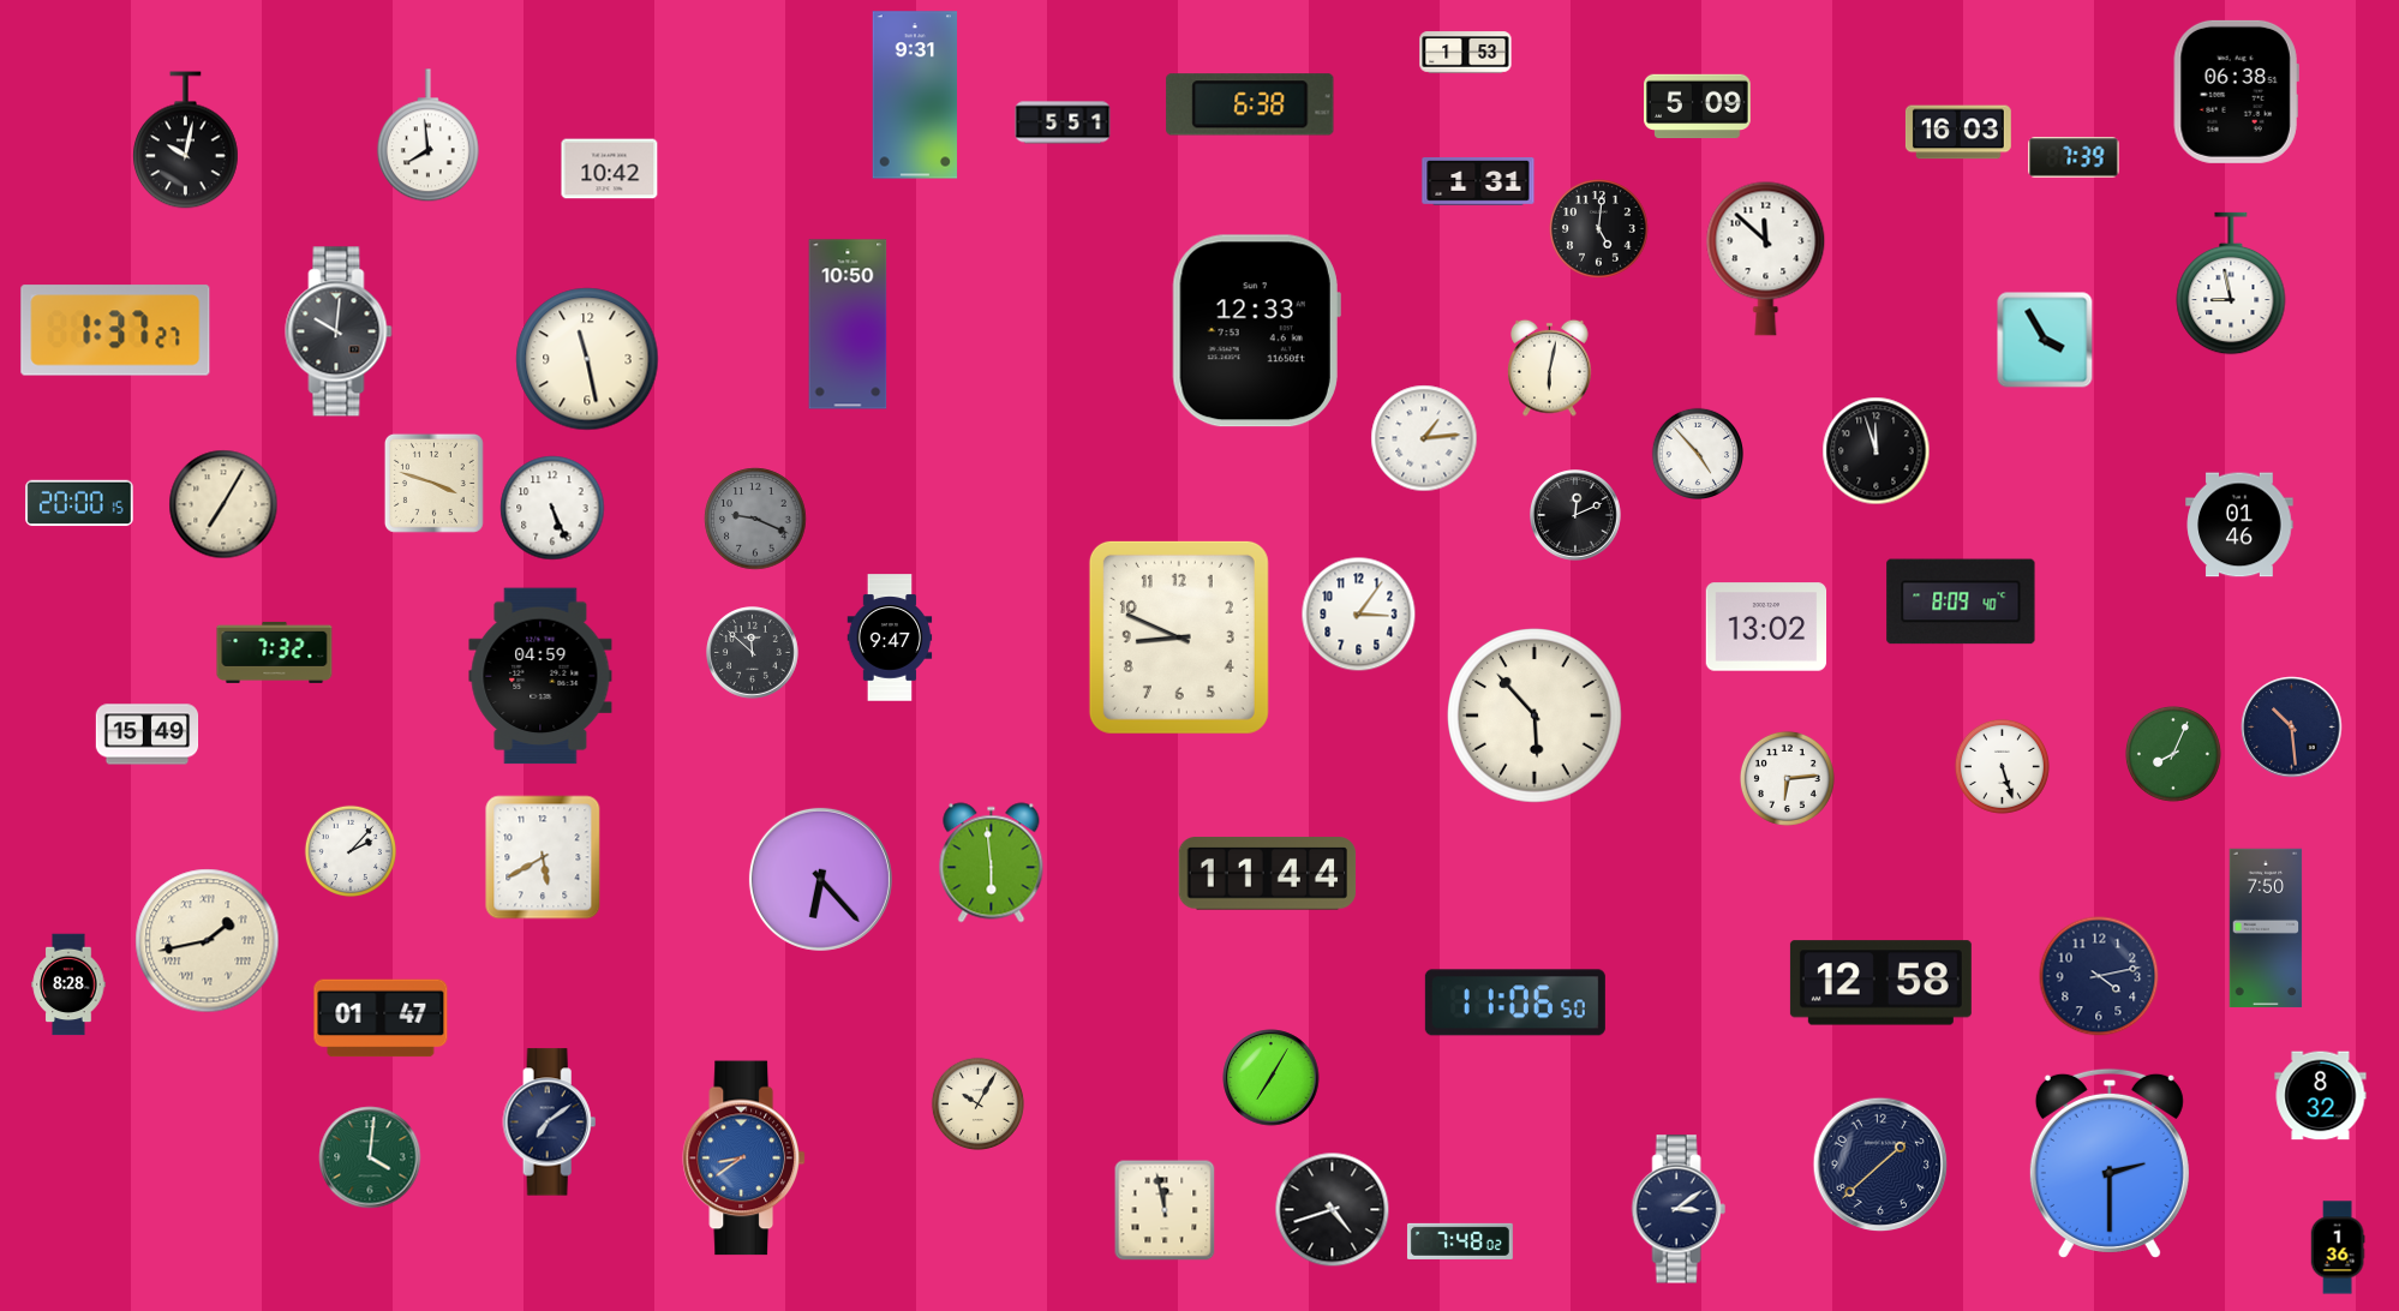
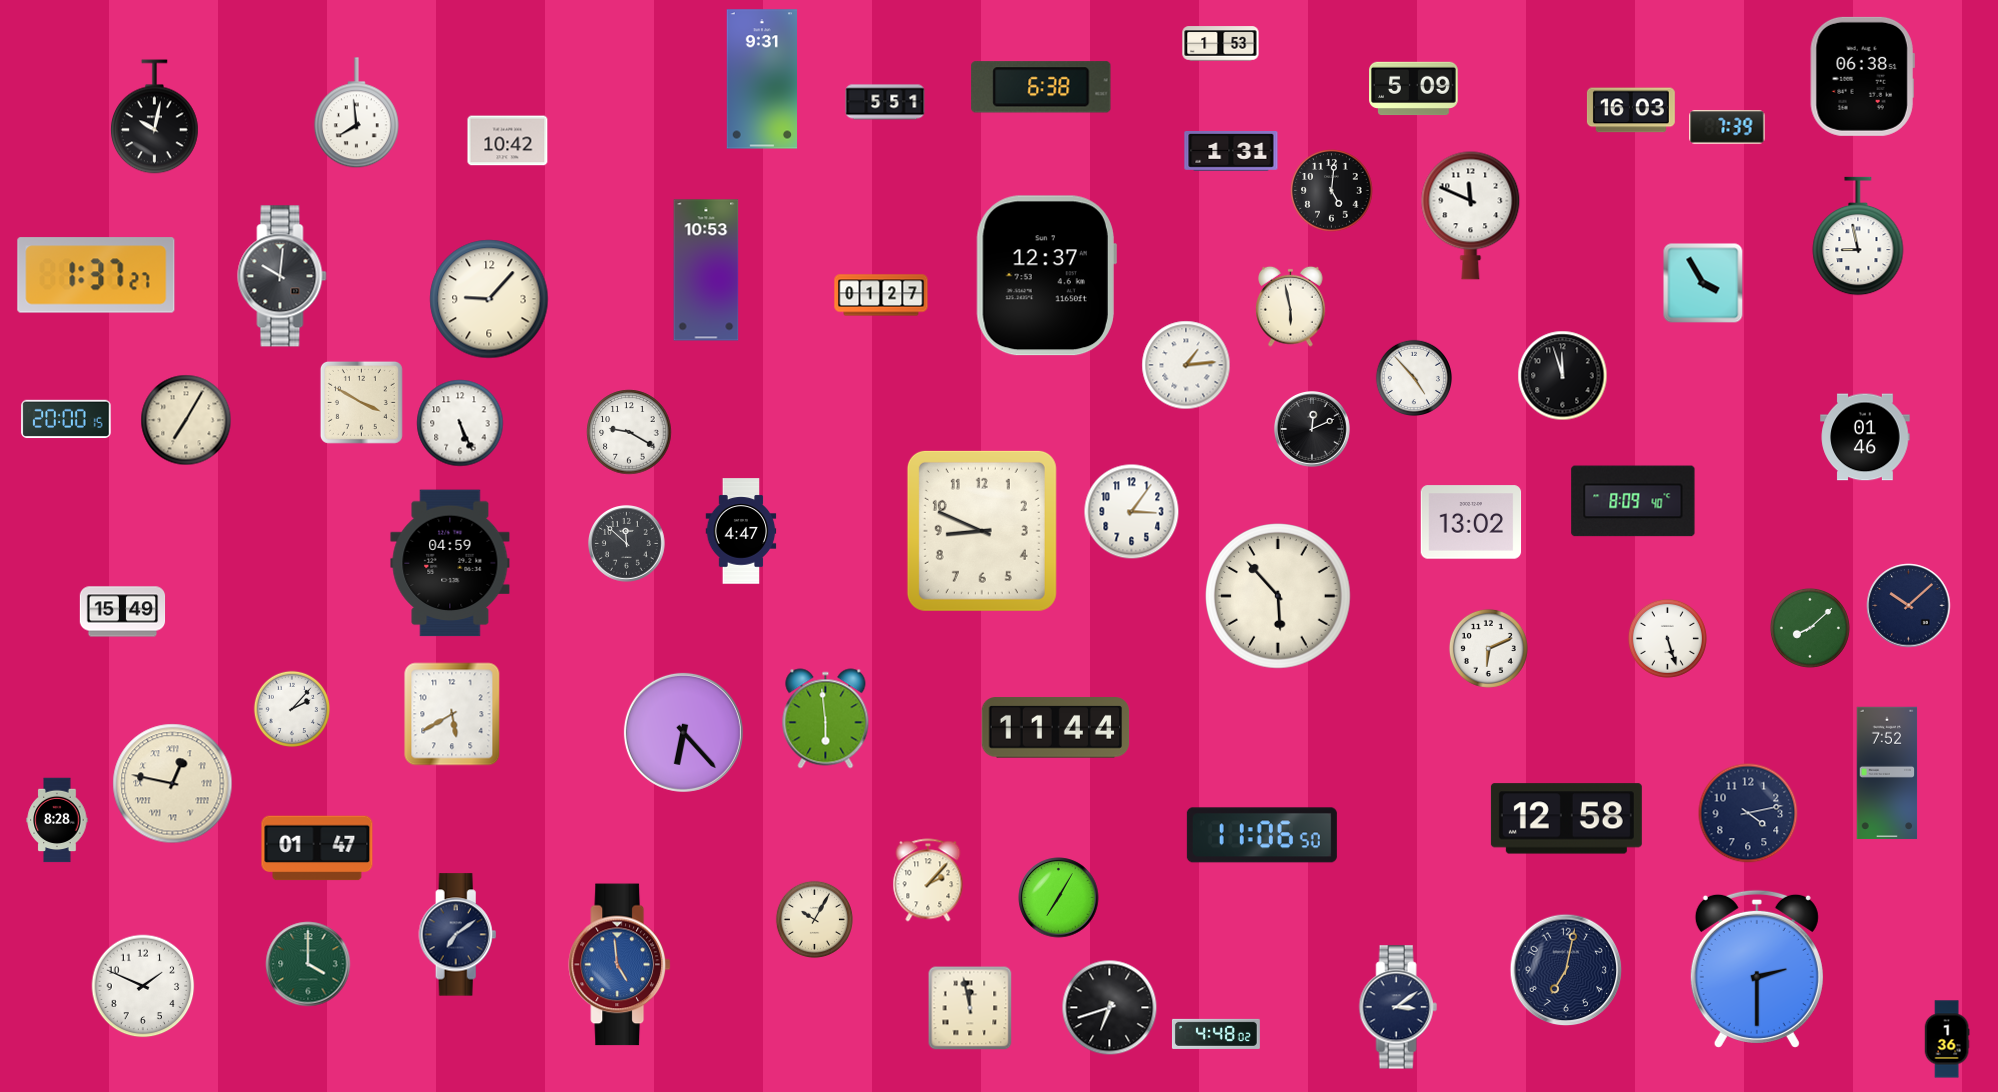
clock at (2074, 157) position: (2074, 157) -> (1727, 127)
clock at (1766, 258): 11:52 -> 11:49
clock at (848, 324): 10:50 -> 10:53
clock at (1256, 331): 12:33 -> 12:37
clock at (881, 295): none -> 01:27
clock at (587, 359): 11:28 -> 9:07
clock at (1550, 367): 6:02 -> 5:58
clock at (433, 483): 3:48 -> 3:50
clock at (755, 519): 9:19 -> 9:20
clock at (755, 519) dial: grey -> white
clock at (890, 637): 9:47 -> 4:47
clock at (275, 652): 7:32 -> none
clock at (2292, 728): 10:29 -> 10:08
clock at (2173, 754): 8:04 -> 8:08
clock at (1787, 778): 6:14 -> 6:11
clock at (2266, 928): 7:50 -> 7:52
clock at (208, 941): 1:43 -> 12:47
clock at (928, 880): none -> 2:07
clock at (2321, 1096): 8:32 -> none
clock at (370, 1157): 4:01 -> 4:00
clock at (744, 1159): 8:39 -> 4:59
clock at (1880, 1165): 1:38 -> 7:02
clock at (143, 986): none -> 1:49
clock at (1333, 1210): 4:42 -> 6:42
clock at (1460, 1241): 7:48 -> 4:48
